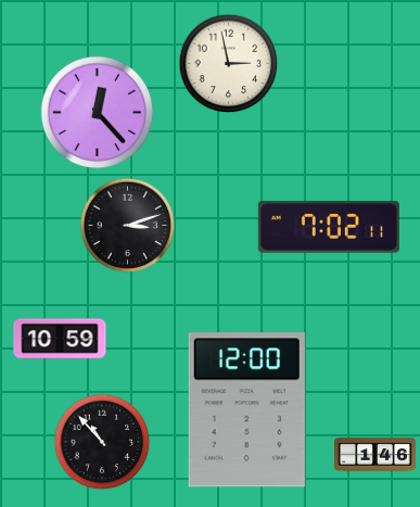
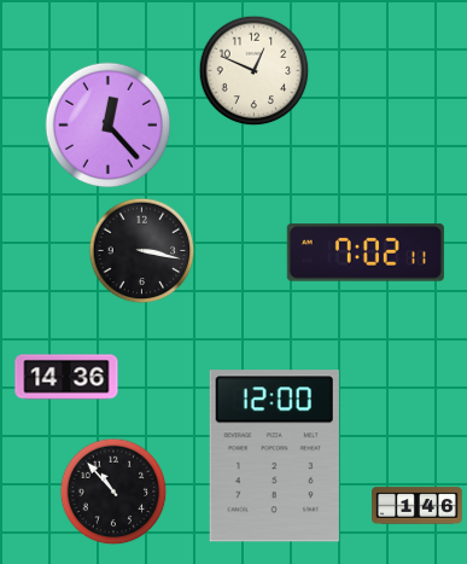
clock at (229, 64): 2:58 -> 12:49
clock at (128, 226): 3:12 -> 3:17
clock at (60, 339): 10:59 -> 14:36
